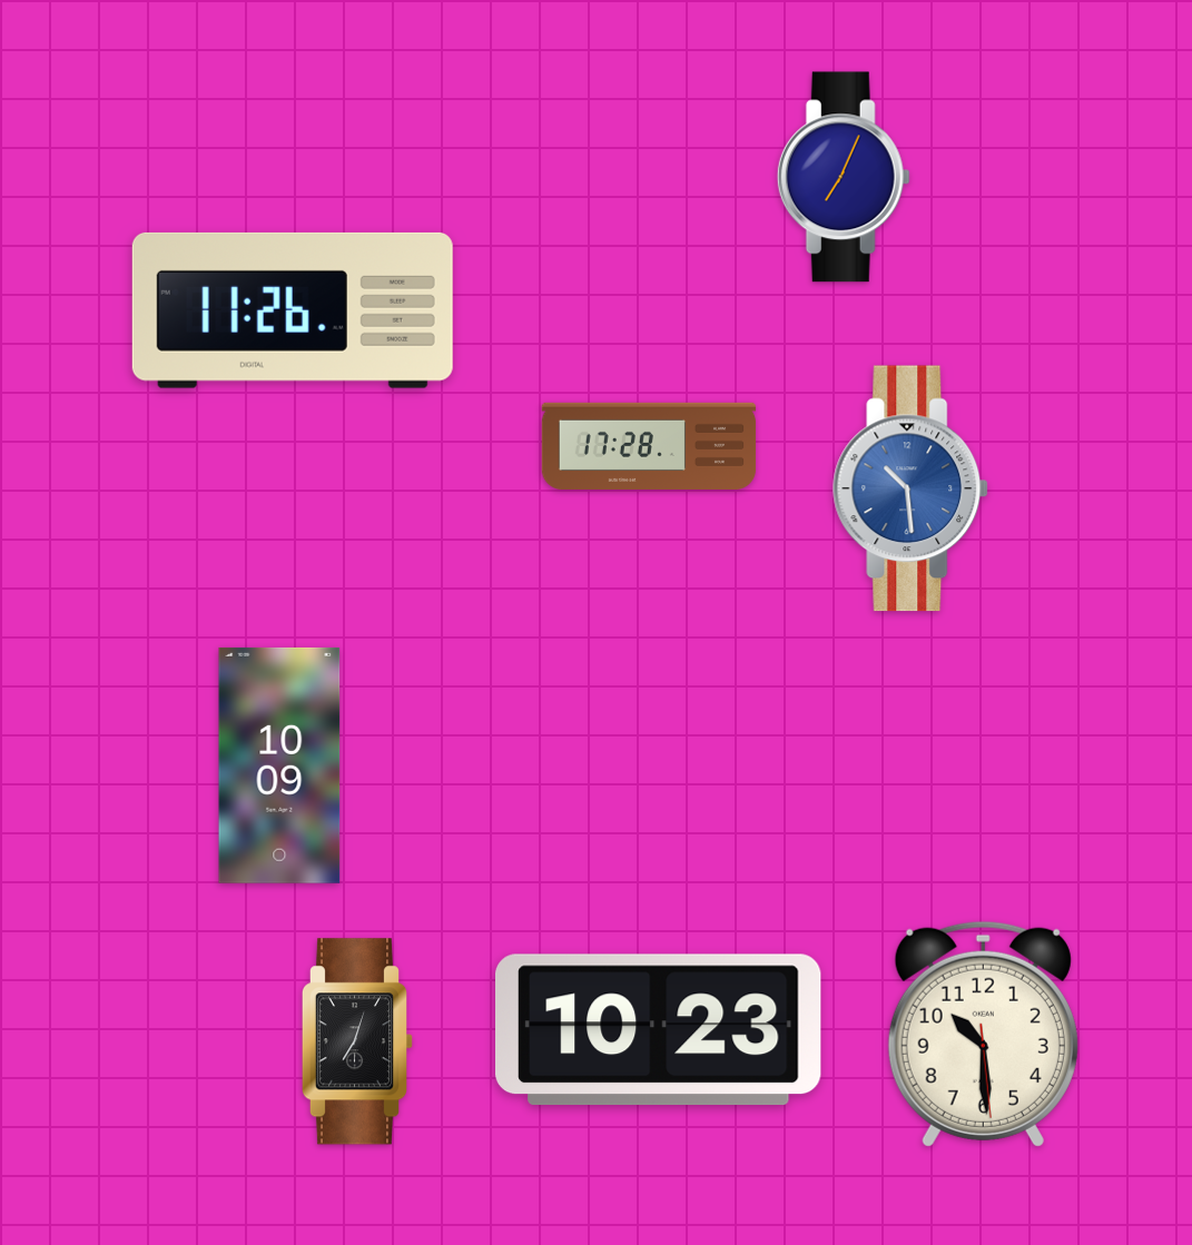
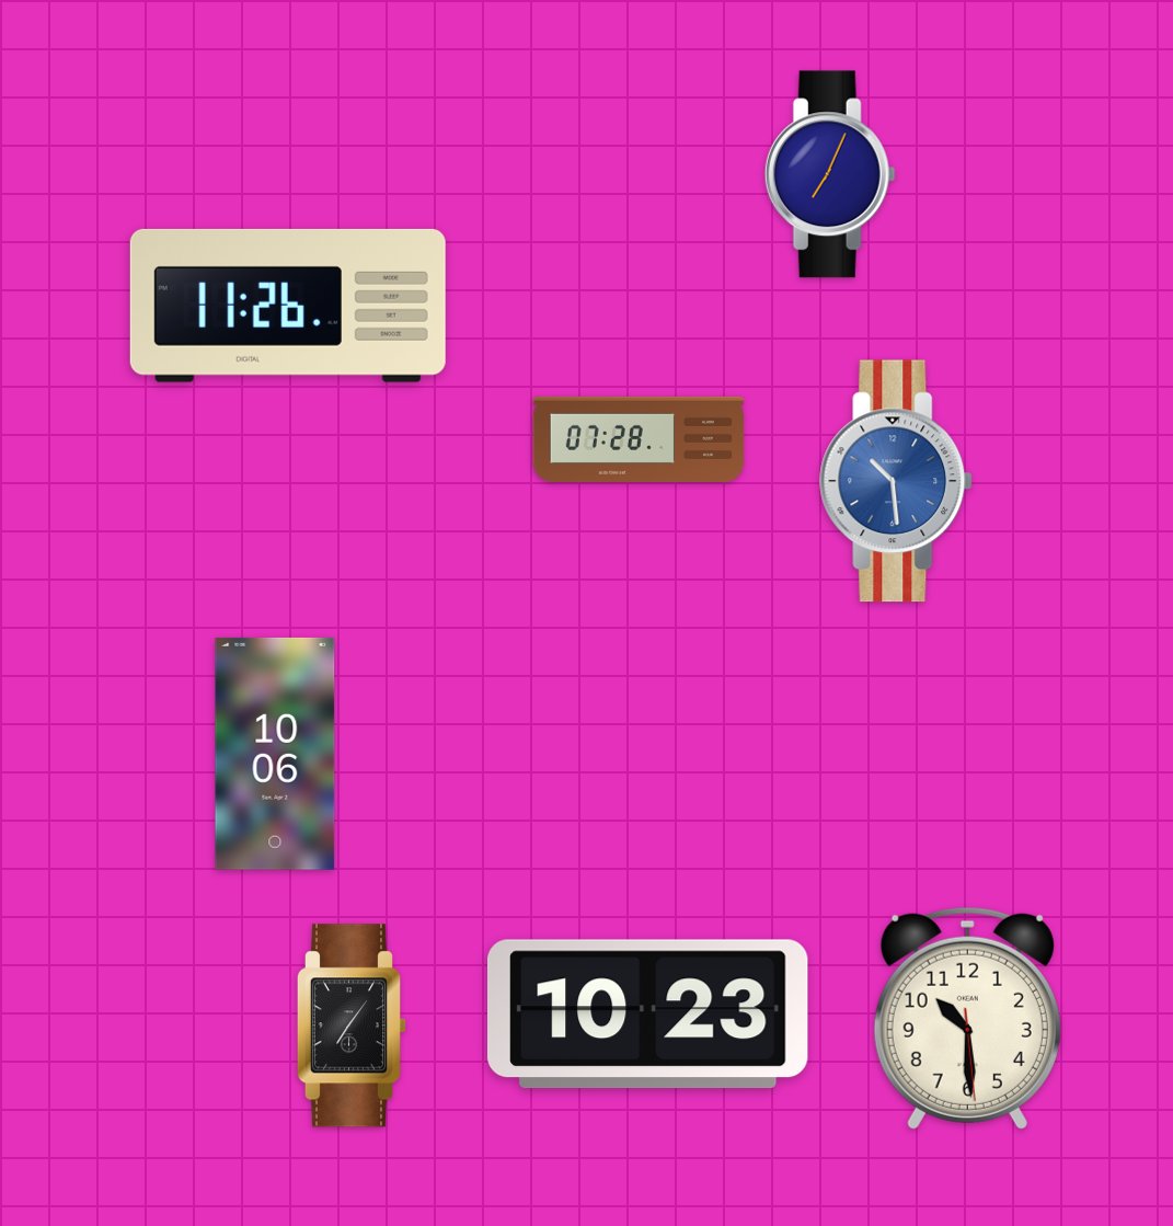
clock at (649, 446): 17:28 -> 07:28
clock at (279, 765): 10:09 -> 10:06
clock at (357, 1041): 7:03 -> 7:06
